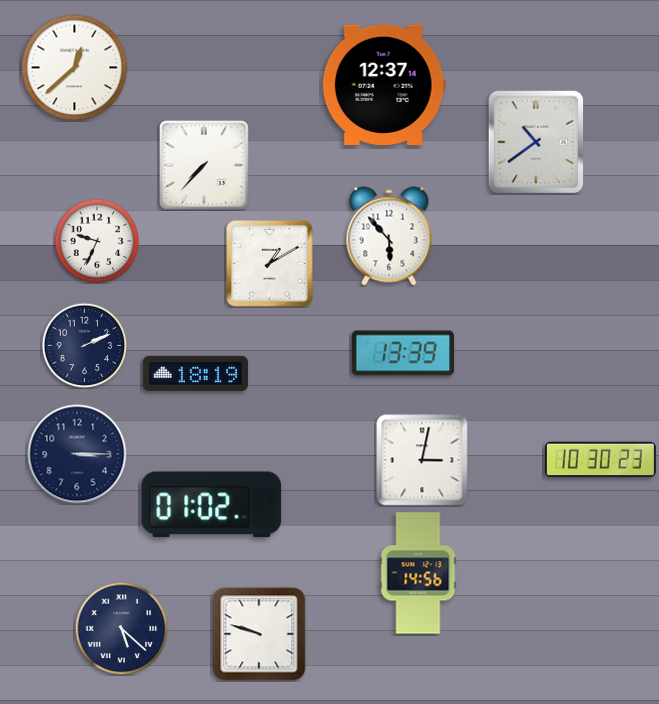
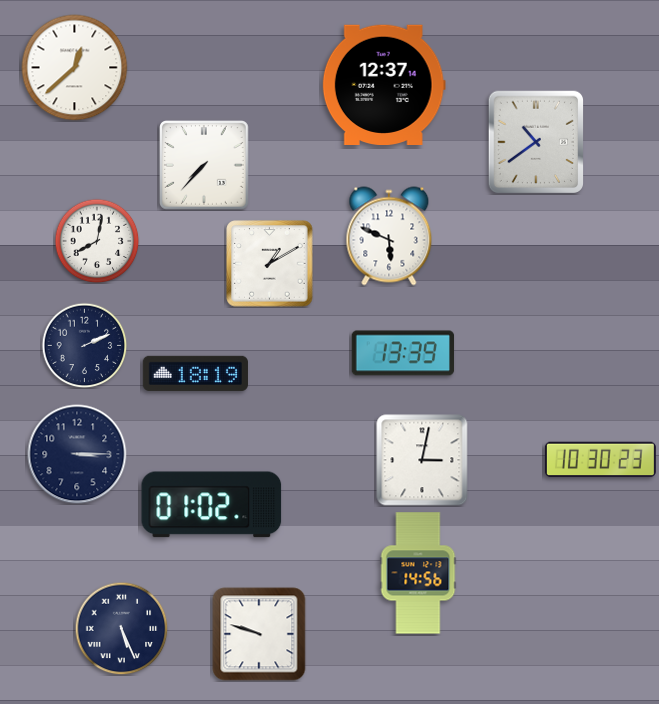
clock at (389, 236): 5:53 -> 5:49
clock at (97, 241): 9:34 -> 8:02
clock at (121, 628): 5:22 -> 5:26
